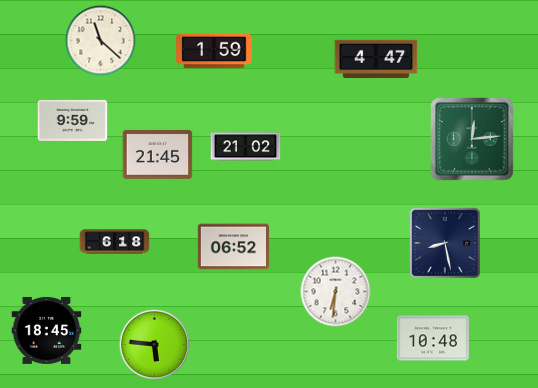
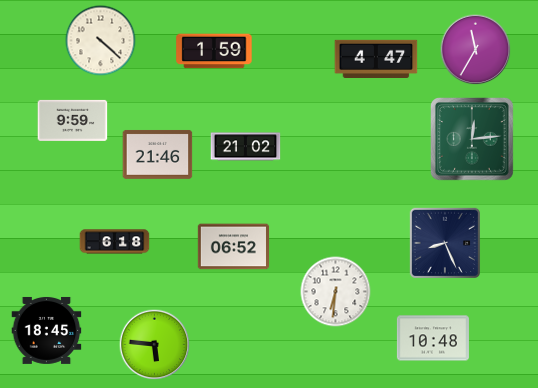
clock at (101, 41): 11:22 -> 4:22
clock at (476, 50): none -> 11:35
clock at (158, 154): 21:45 -> 21:46
clock at (444, 242): 8:28 -> 8:26
